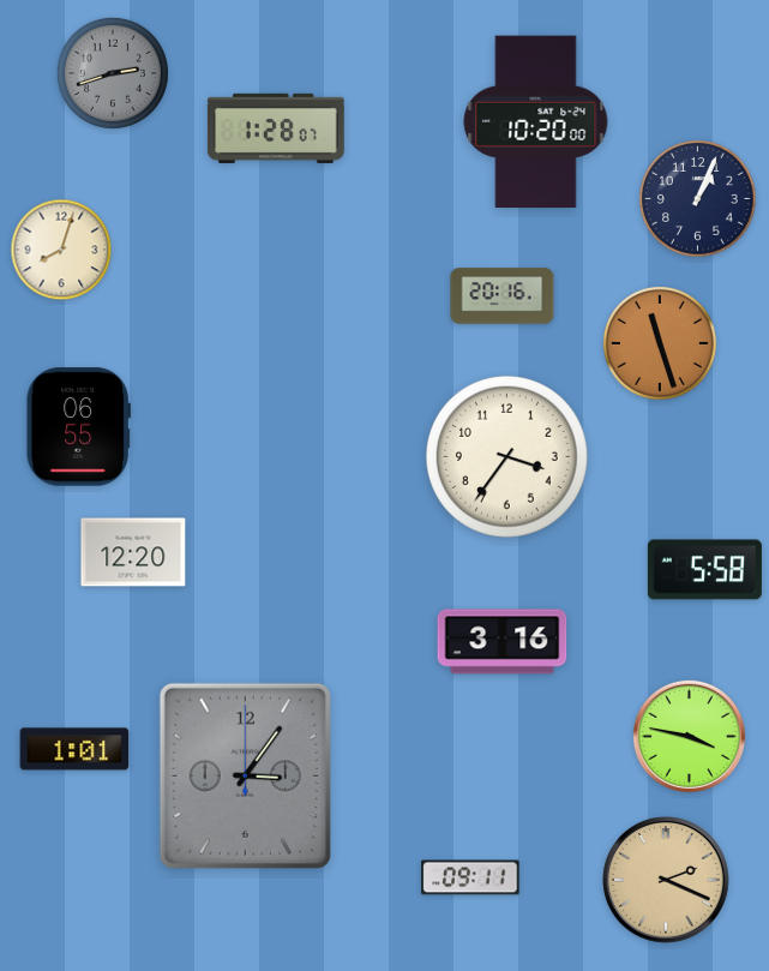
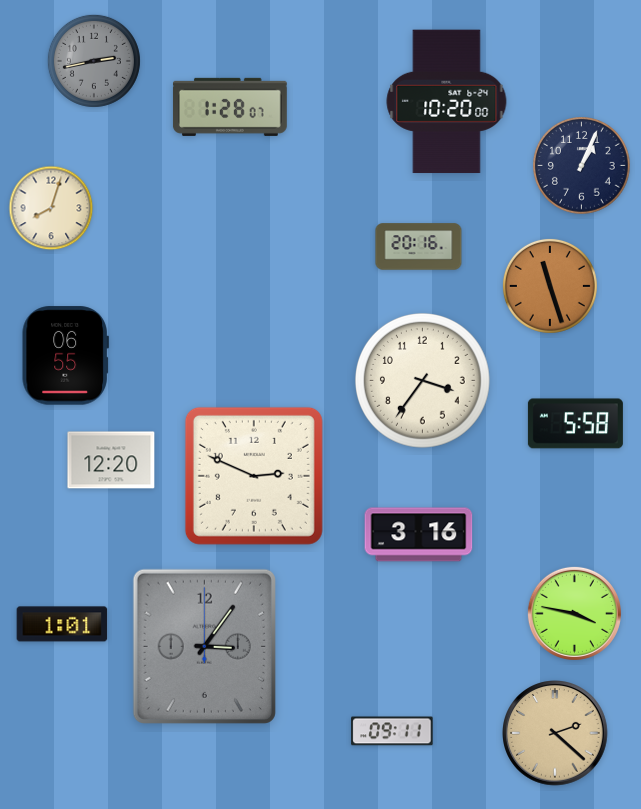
clock at (113, 73): 2:42 -> 2:43
clock at (704, 570) position: (704, 570) -> (575, 424)
clock at (254, 476): none -> 2:49
clock at (666, 880): 2:19 -> 2:22
